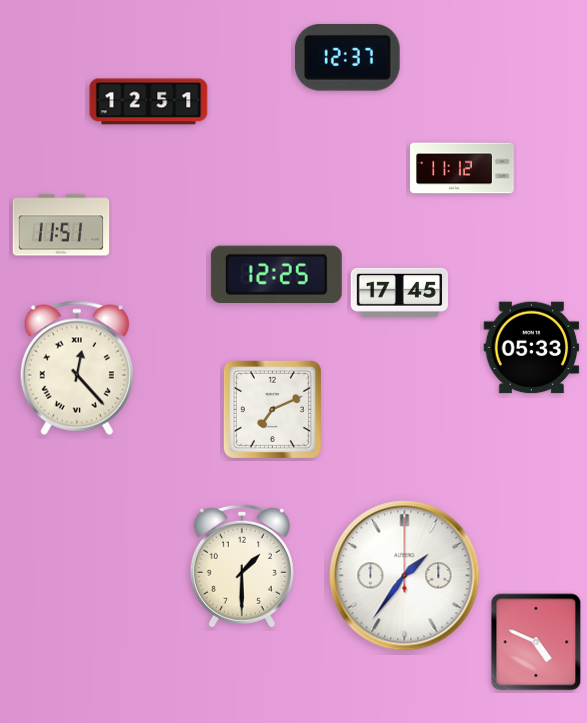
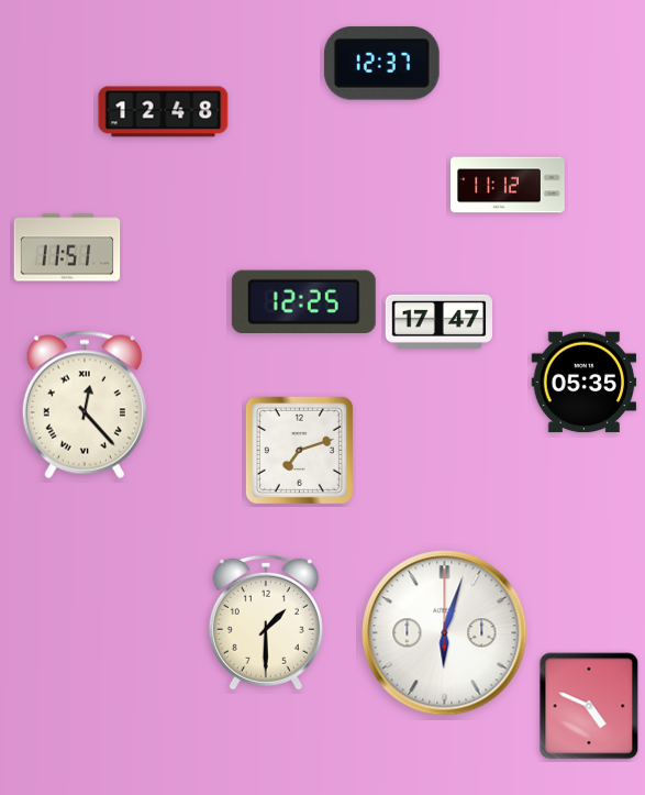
clock at (149, 102): 12:51 -> 12:48
clock at (400, 292): 17:45 -> 17:47
clock at (532, 348): 05:33 -> 05:35
clock at (272, 409): 7:11 -> 7:12
clock at (405, 576): 1:36 -> 6:03
